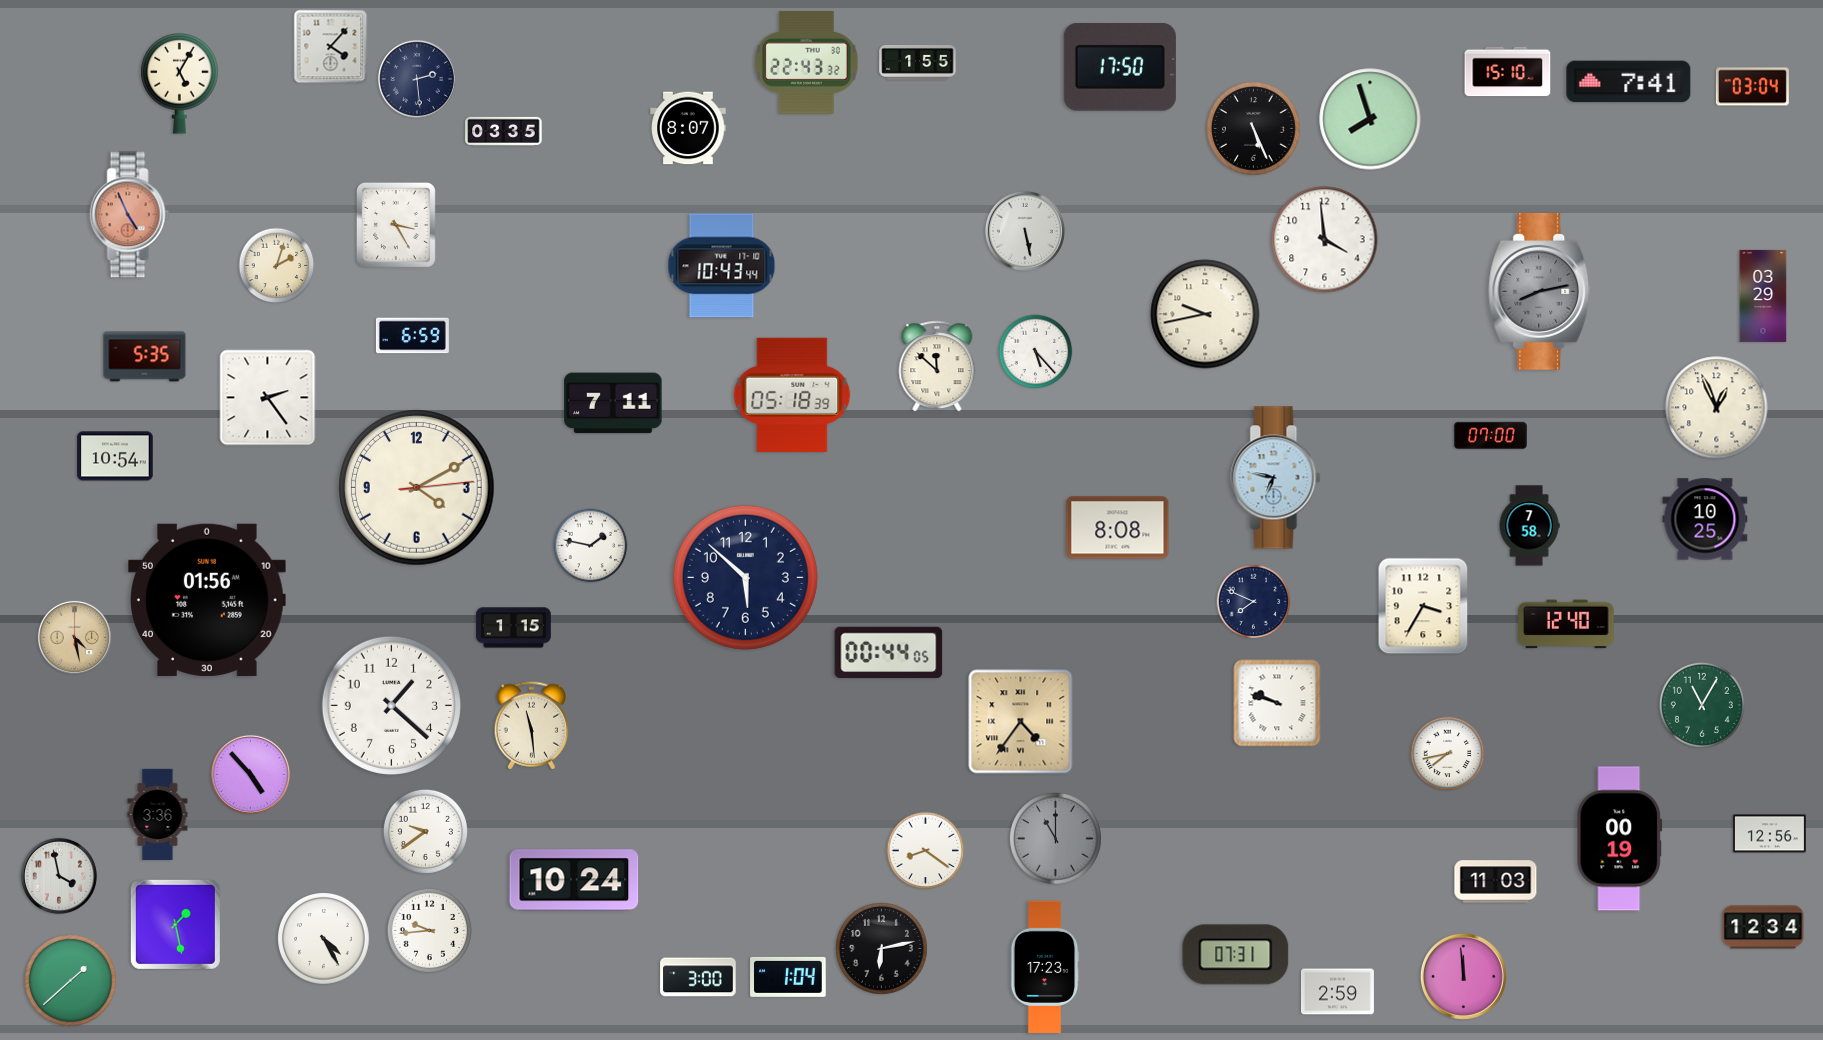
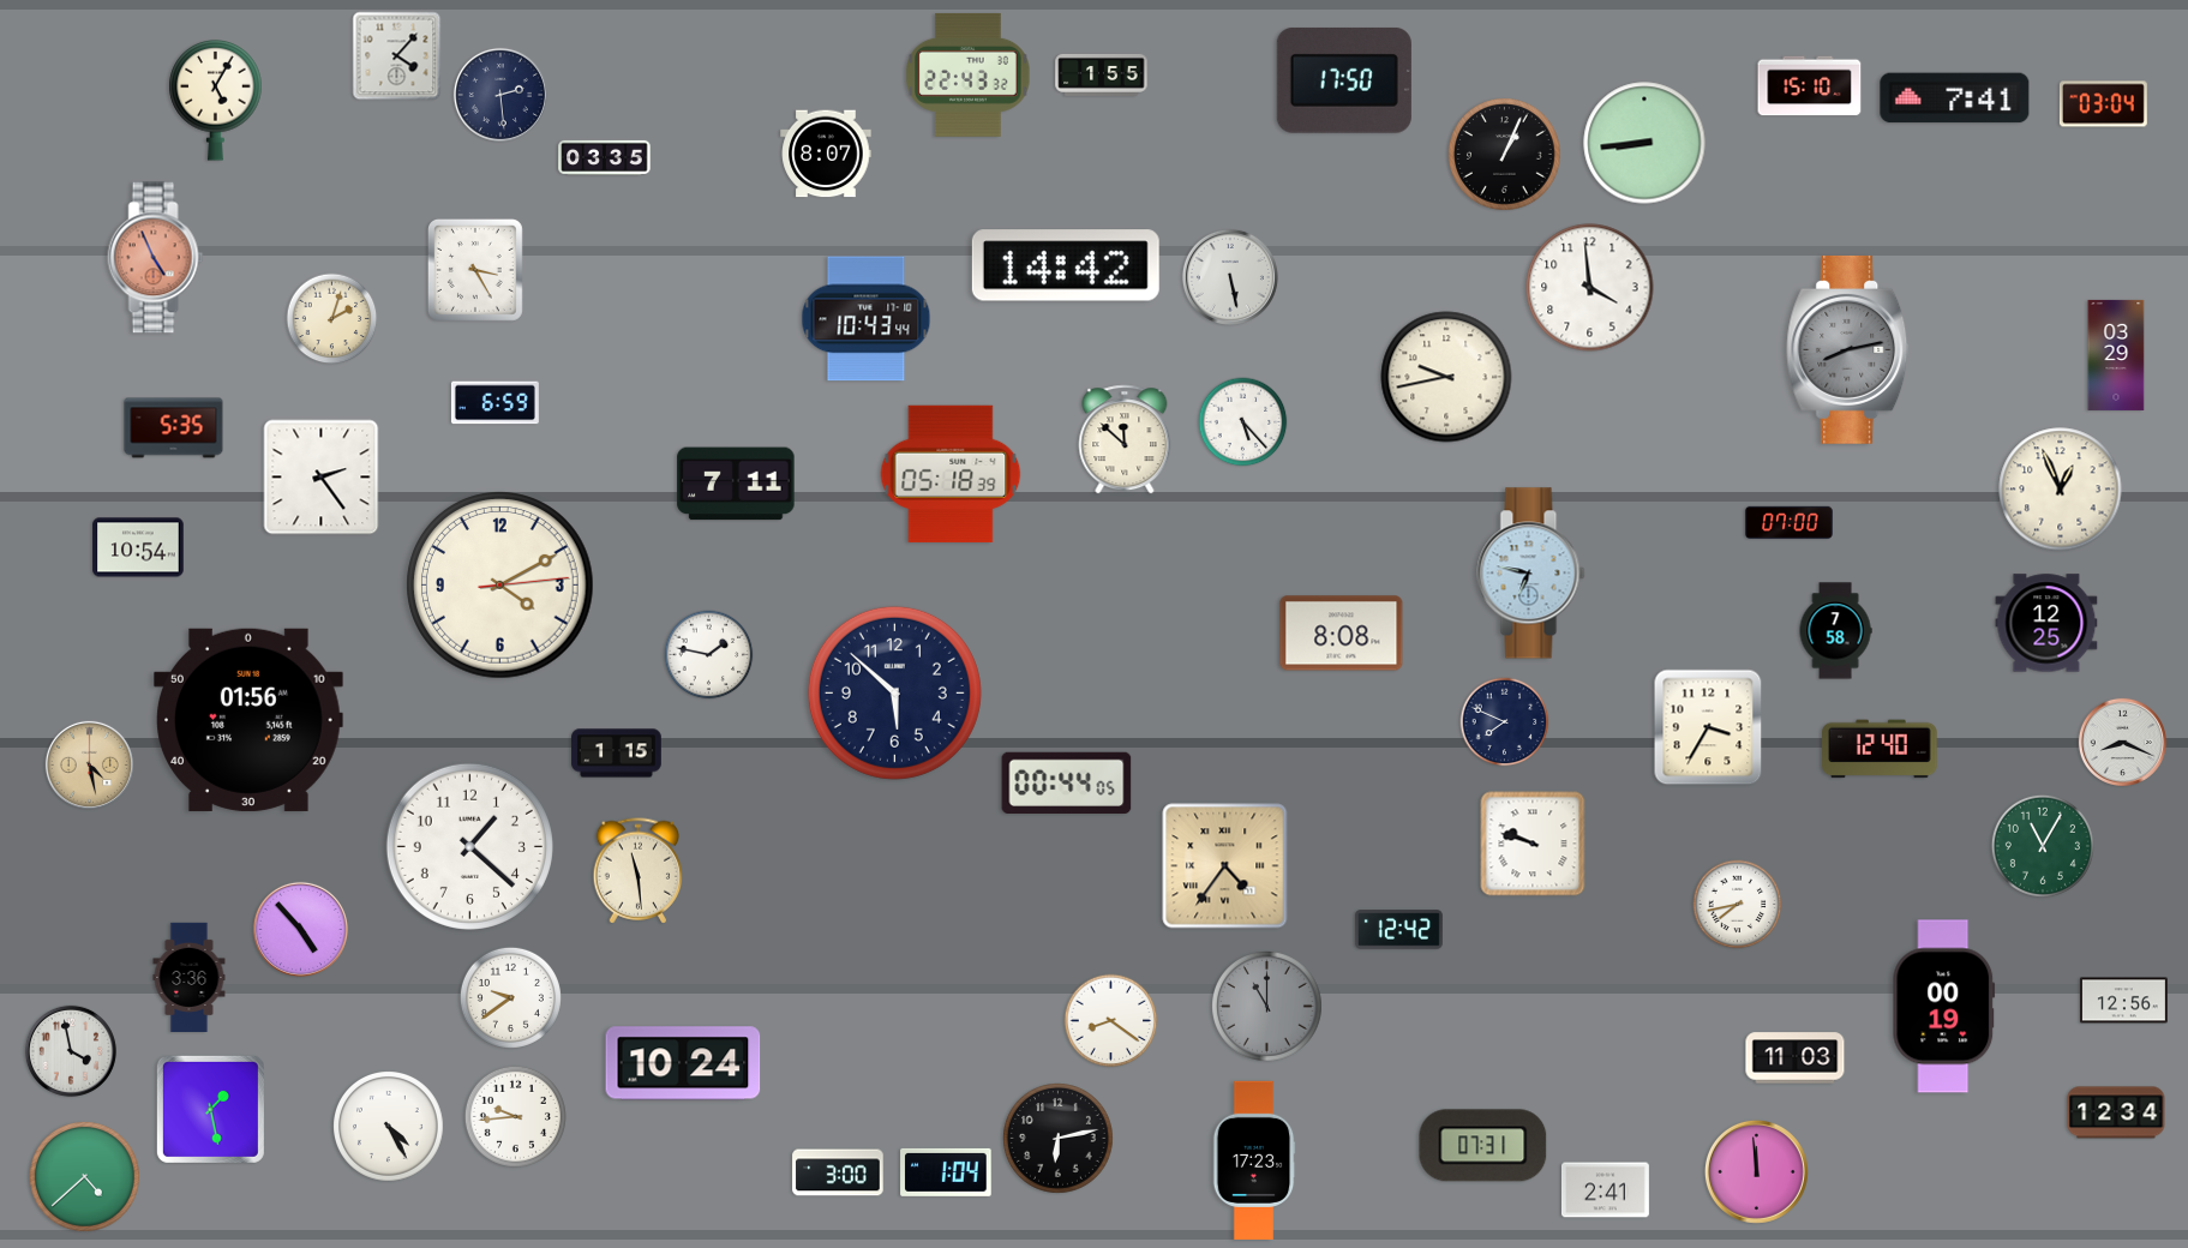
clock at (1370, 119): 7:57 -> 8:44
clock at (1254, 129): 5:26 -> 1:04
clock at (1066, 265): none -> 14:42
clock at (1705, 519): 10:25 -> 12:25
clock at (2122, 742): none -> 8:19
clock at (1398, 930): none -> 12:42
clock at (574, 880) position: (574, 880) -> (683, 1063)
clock at (71, 981): 1:38 -> 4:38
clock at (1337, 992): 2:59 -> 2:41
